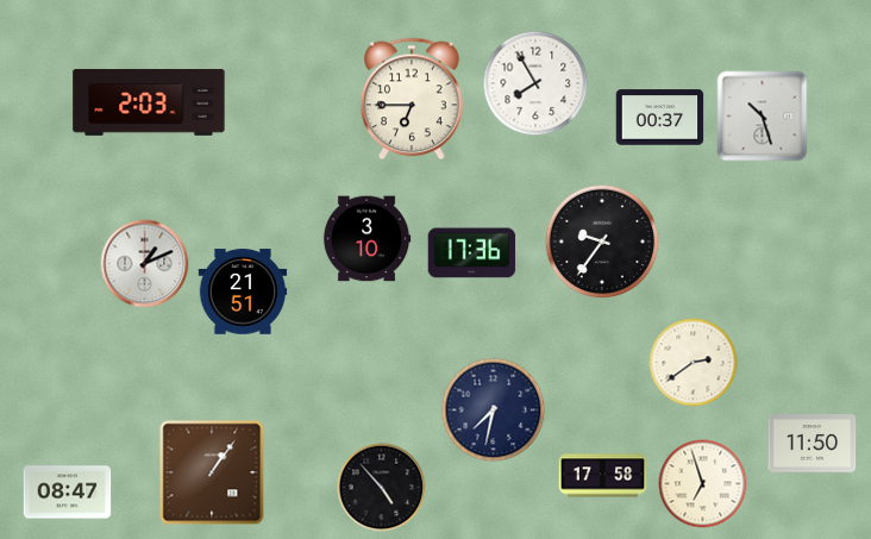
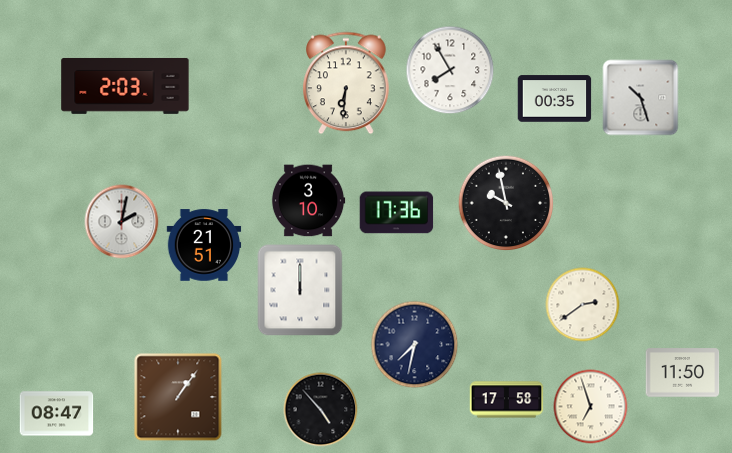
clock at (413, 99): 6:45 -> 6:31
clock at (660, 118): 00:37 -> 00:35
clock at (602, 242): 9:36 -> 9:58
clock at (145, 264): 1:11 -> 2:02
clock at (300, 290): none -> 12:00
